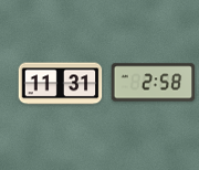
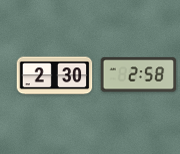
clock at (61, 84): 11:31 -> 2:30
